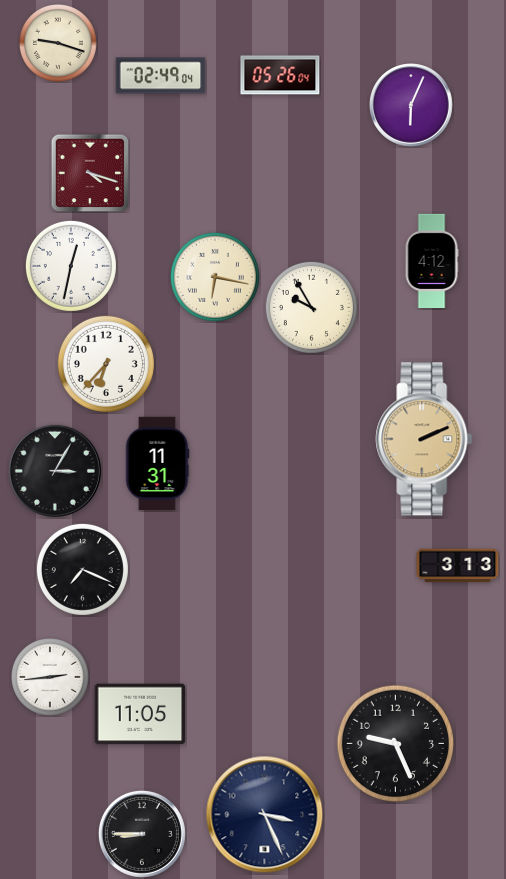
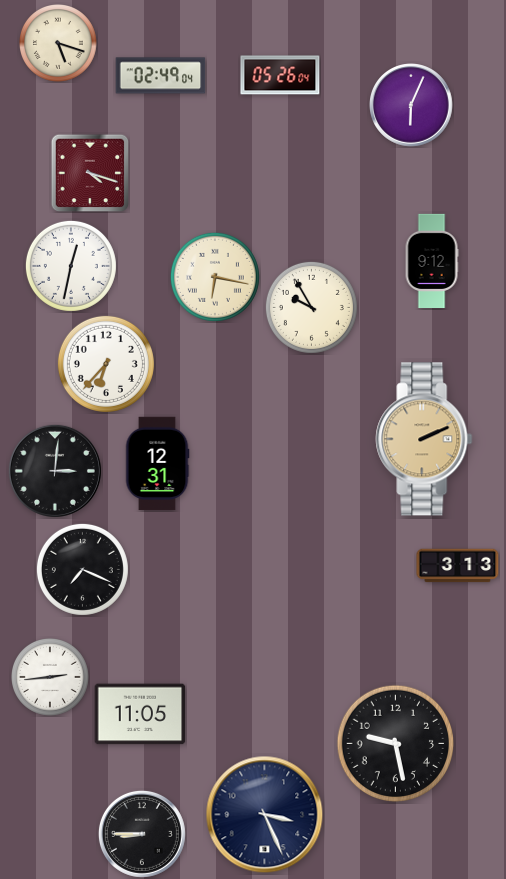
clock at (59, 44): 9:18 -> 5:18
clock at (432, 261): 4:12 -> 9:12
clock at (157, 464): 11:31 -> 12:31
clock at (55, 471): 3:05 -> 3:01
clock at (396, 744): 9:26 -> 9:28
